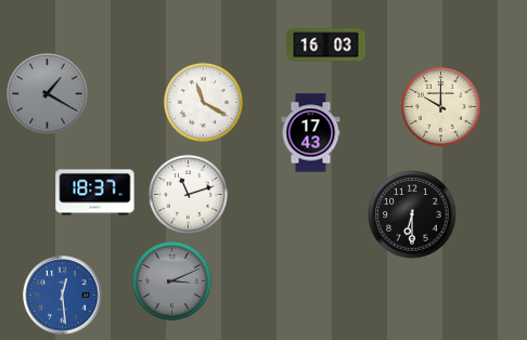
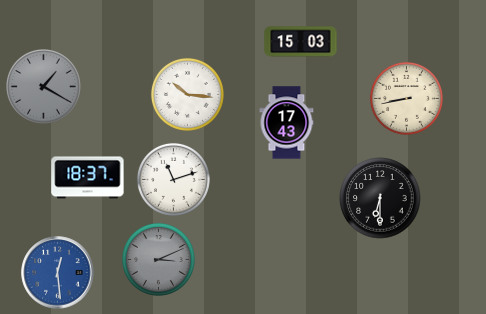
clock at (326, 45): 16:03 -> 15:03
clock at (203, 102): 11:20 -> 10:16
clock at (440, 106): 10:00 -> 8:43
